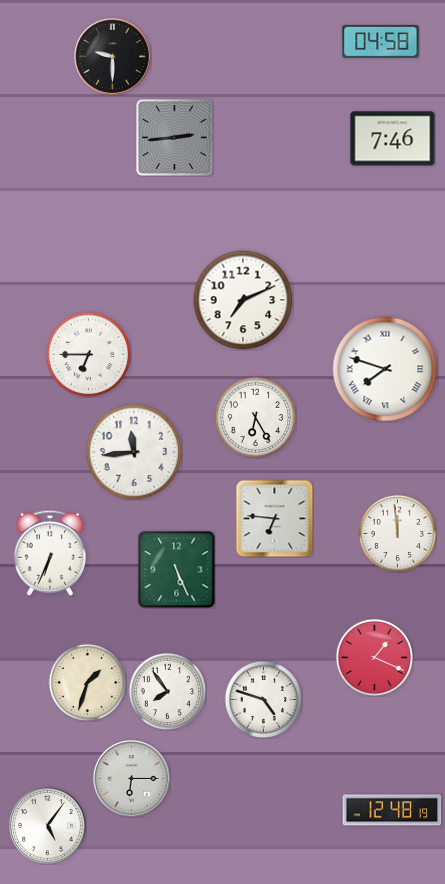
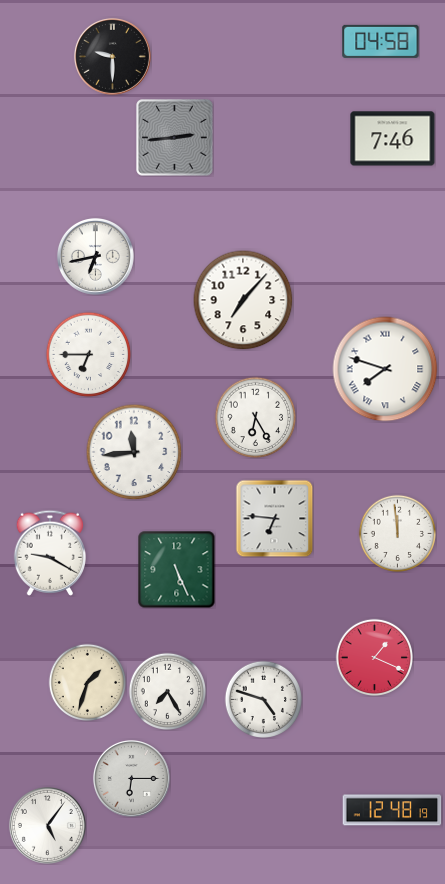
clock at (95, 256): none -> 6:43
clock at (243, 300): 7:11 -> 7:07
clock at (49, 553): 6:34 -> 9:20
clock at (167, 691): 7:54 -> 7:25
